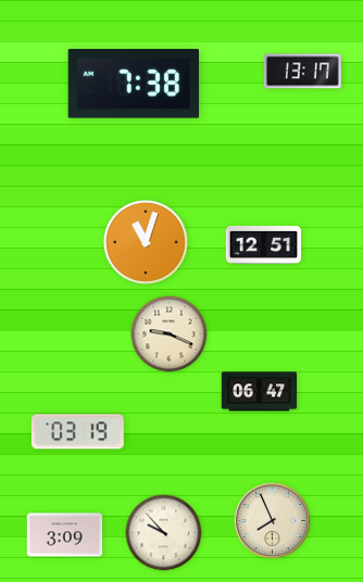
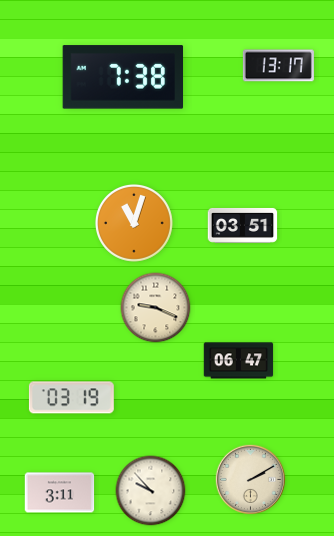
clock at (264, 245): 12:51 -> 03:51
clock at (272, 520): 7:56 -> 2:10
clock at (65, 535): 3:09 -> 3:11
